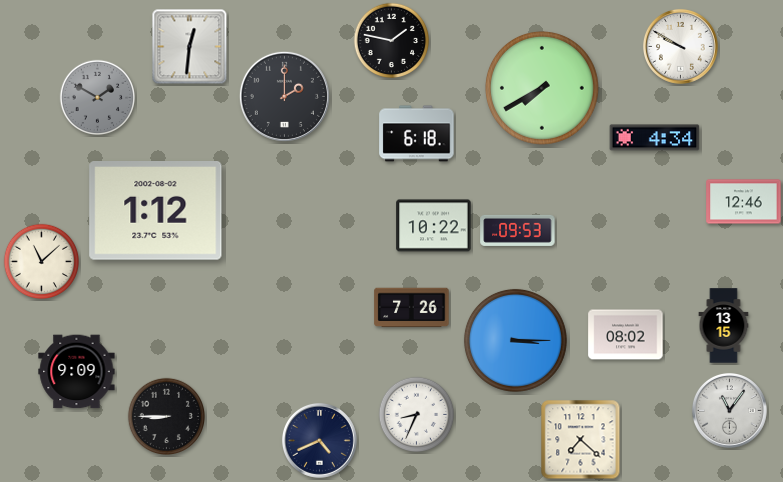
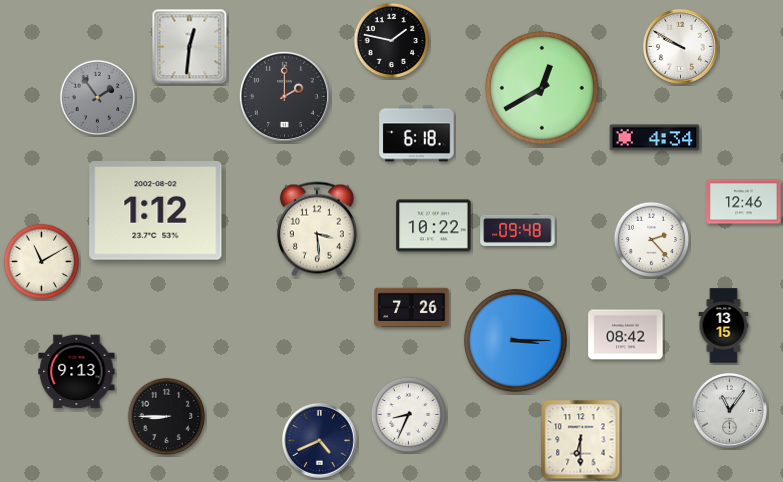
clock at (542, 88): 7:40 -> 12:40
clock at (98, 98): 1:50 -> 1:54
clock at (317, 229): none -> 3:29
clock at (518, 230): 09:53 -> 09:48
clock at (652, 240): none -> 2:23
clock at (42, 262): 11:08 -> 11:10
clock at (626, 335): 08:02 -> 08:42
clock at (77, 372): 9:09 -> 9:13
clock at (417, 415) position: (417, 415) -> (409, 415)
clock at (581, 440): 7:22 -> 6:30
